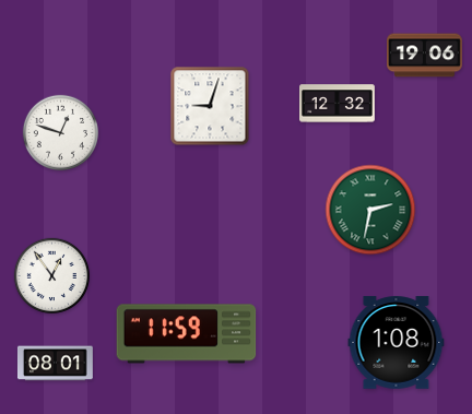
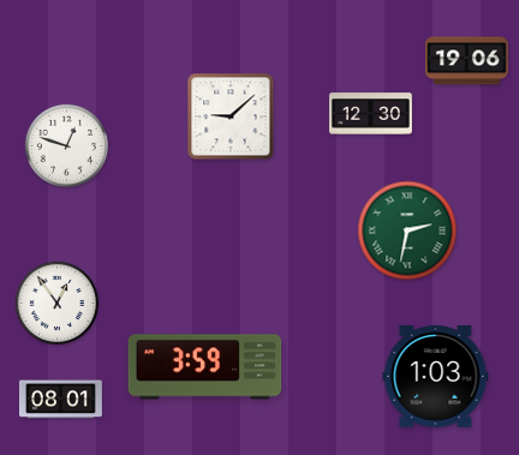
clock at (338, 104): 12:32 -> 12:30
clock at (210, 106): 9:03 -> 9:08
clock at (187, 334): 11:59 -> 3:59
clock at (397, 343): 1:08 -> 1:03
